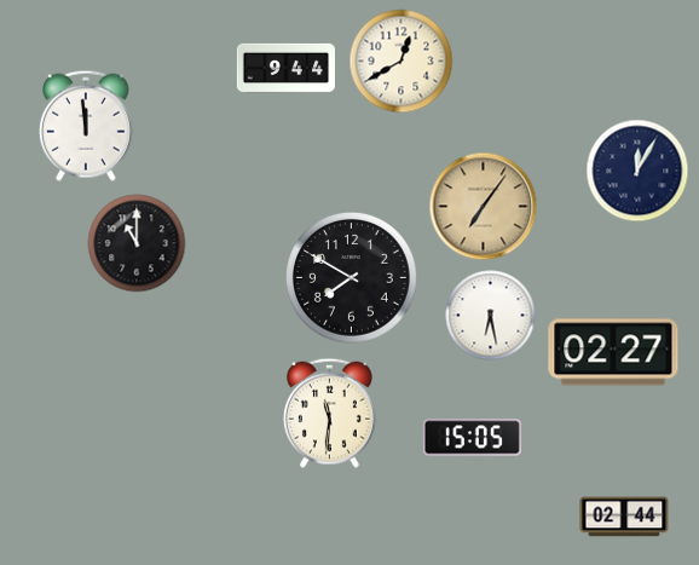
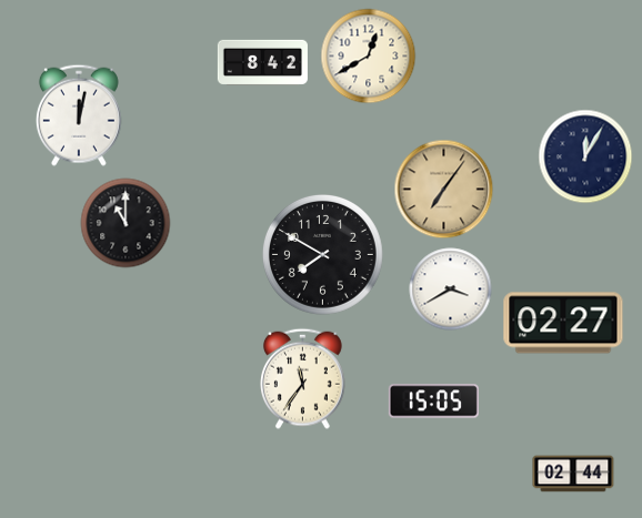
clock at (285, 68): 9:44 -> 8:42
clock at (86, 126): 11:59 -> 12:02
clock at (491, 316): 6:28 -> 3:40
clock at (330, 413): 11:31 -> 11:36
